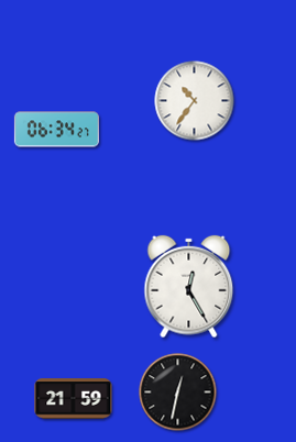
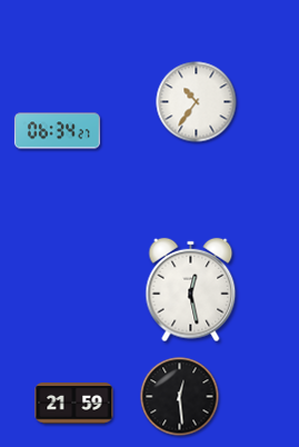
clock at (189, 287): 12:25 -> 12:28
clock at (178, 393): 12:32 -> 12:29
